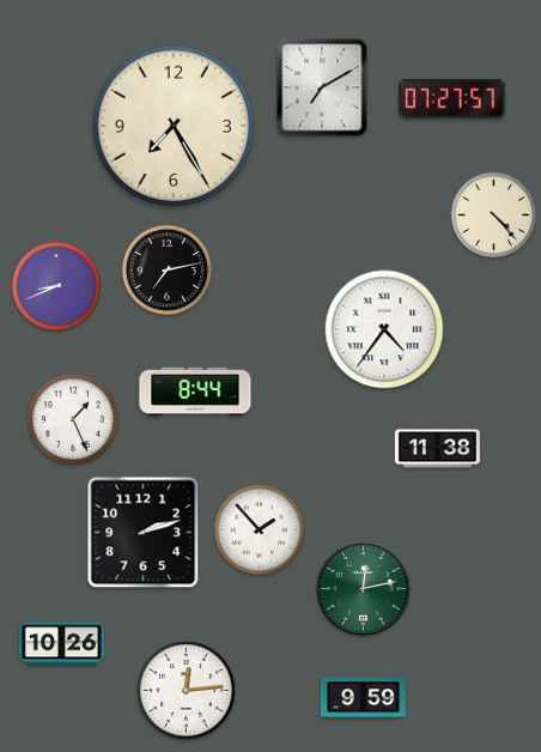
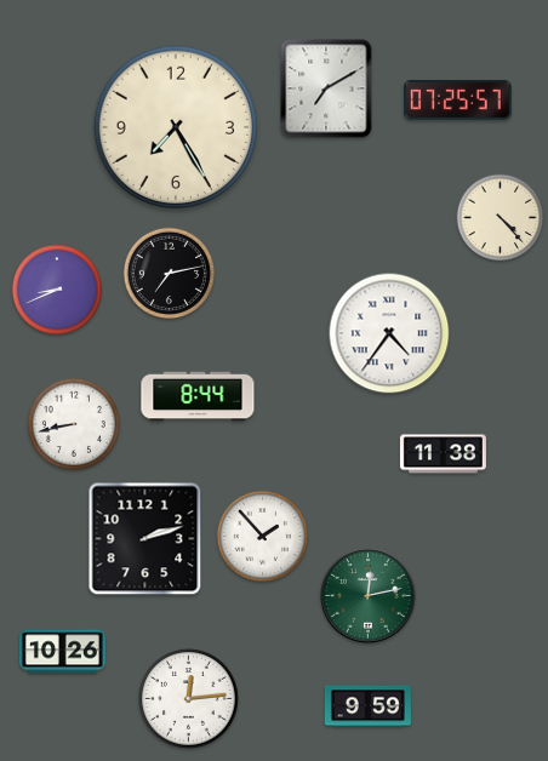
clock at (452, 99): 07:27 -> 07:25
clock at (73, 419): 1:26 -> 8:43
